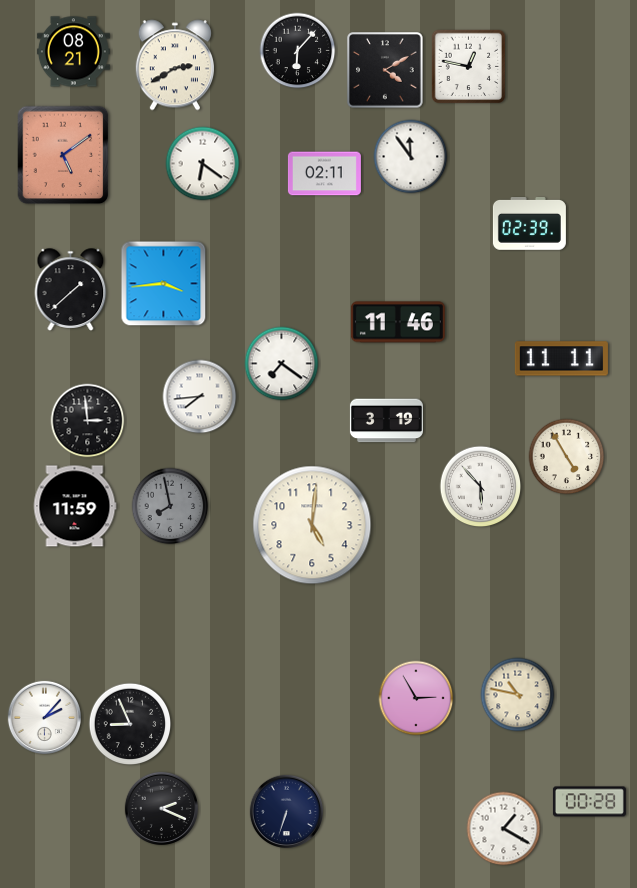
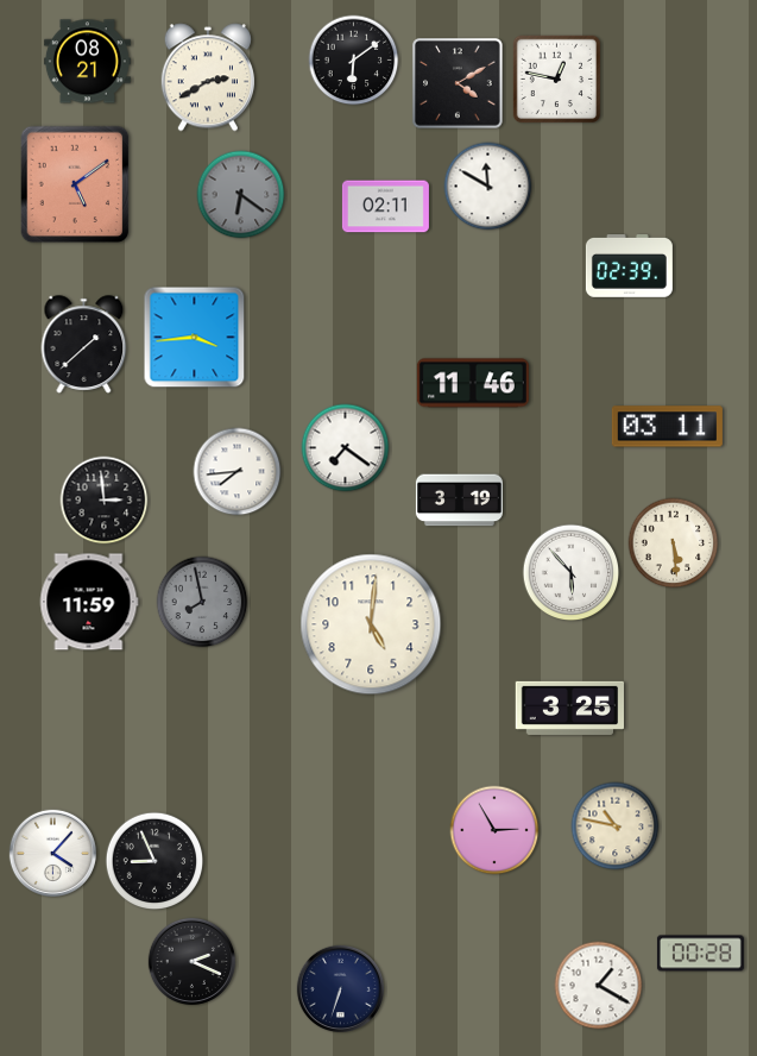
clock at (298, 51): 6:07 -> 6:09
clock at (411, 157): 11:54 -> 11:50
clock at (203, 164) dial: white -> grey
clock at (561, 359): 11:11 -> 03:11
clock at (282, 364) position: (282, 364) -> (346, 448)
clock at (567, 457): 4:55 -> 5:29
clock at (481, 487) position: (481, 487) -> (572, 573)
clock at (569, 708): none -> 3:25
clock at (44, 717): 2:07 -> 4:07
clock at (286, 811) position: (286, 811) -> (340, 988)
